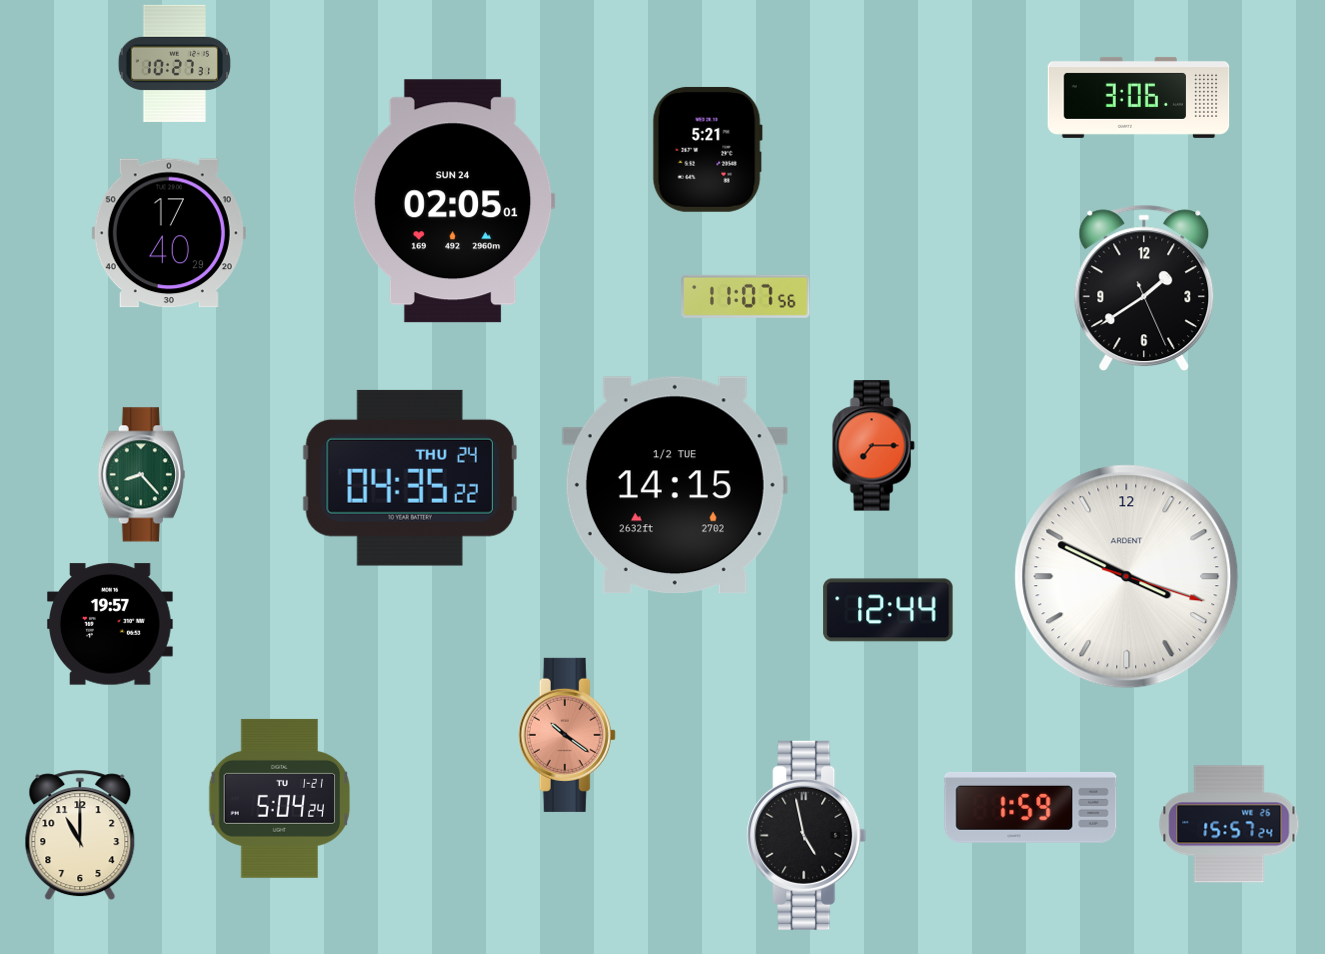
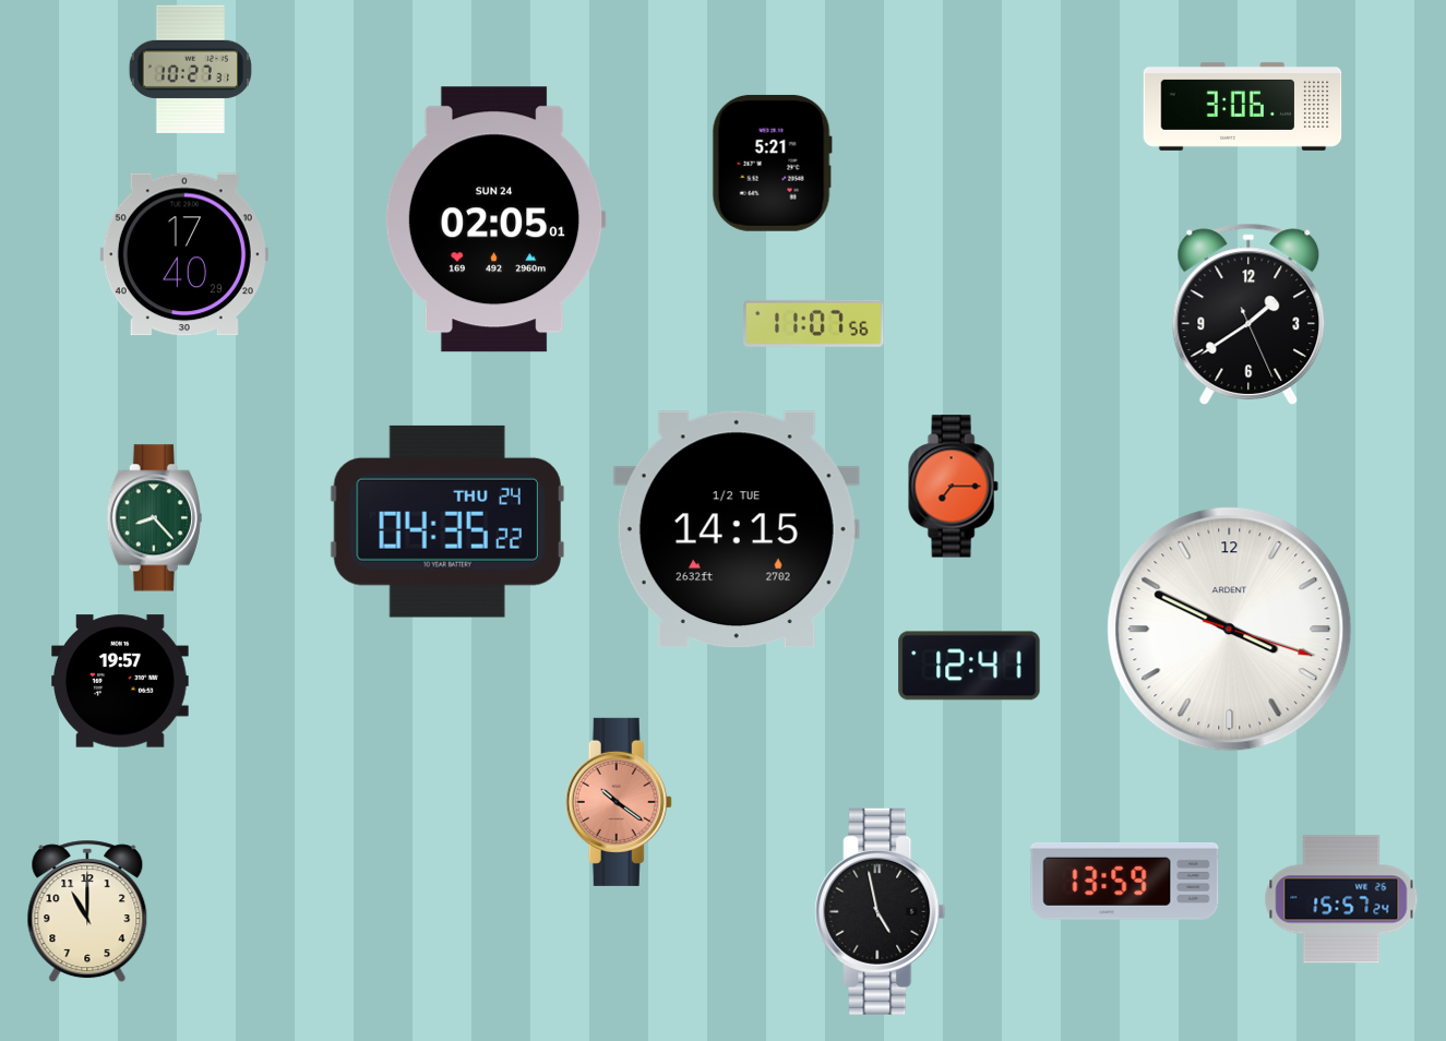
clock at (888, 610): 12:44 -> 12:41
clock at (280, 798): 5:04 -> none
clock at (1031, 807): 1:59 -> 13:59
